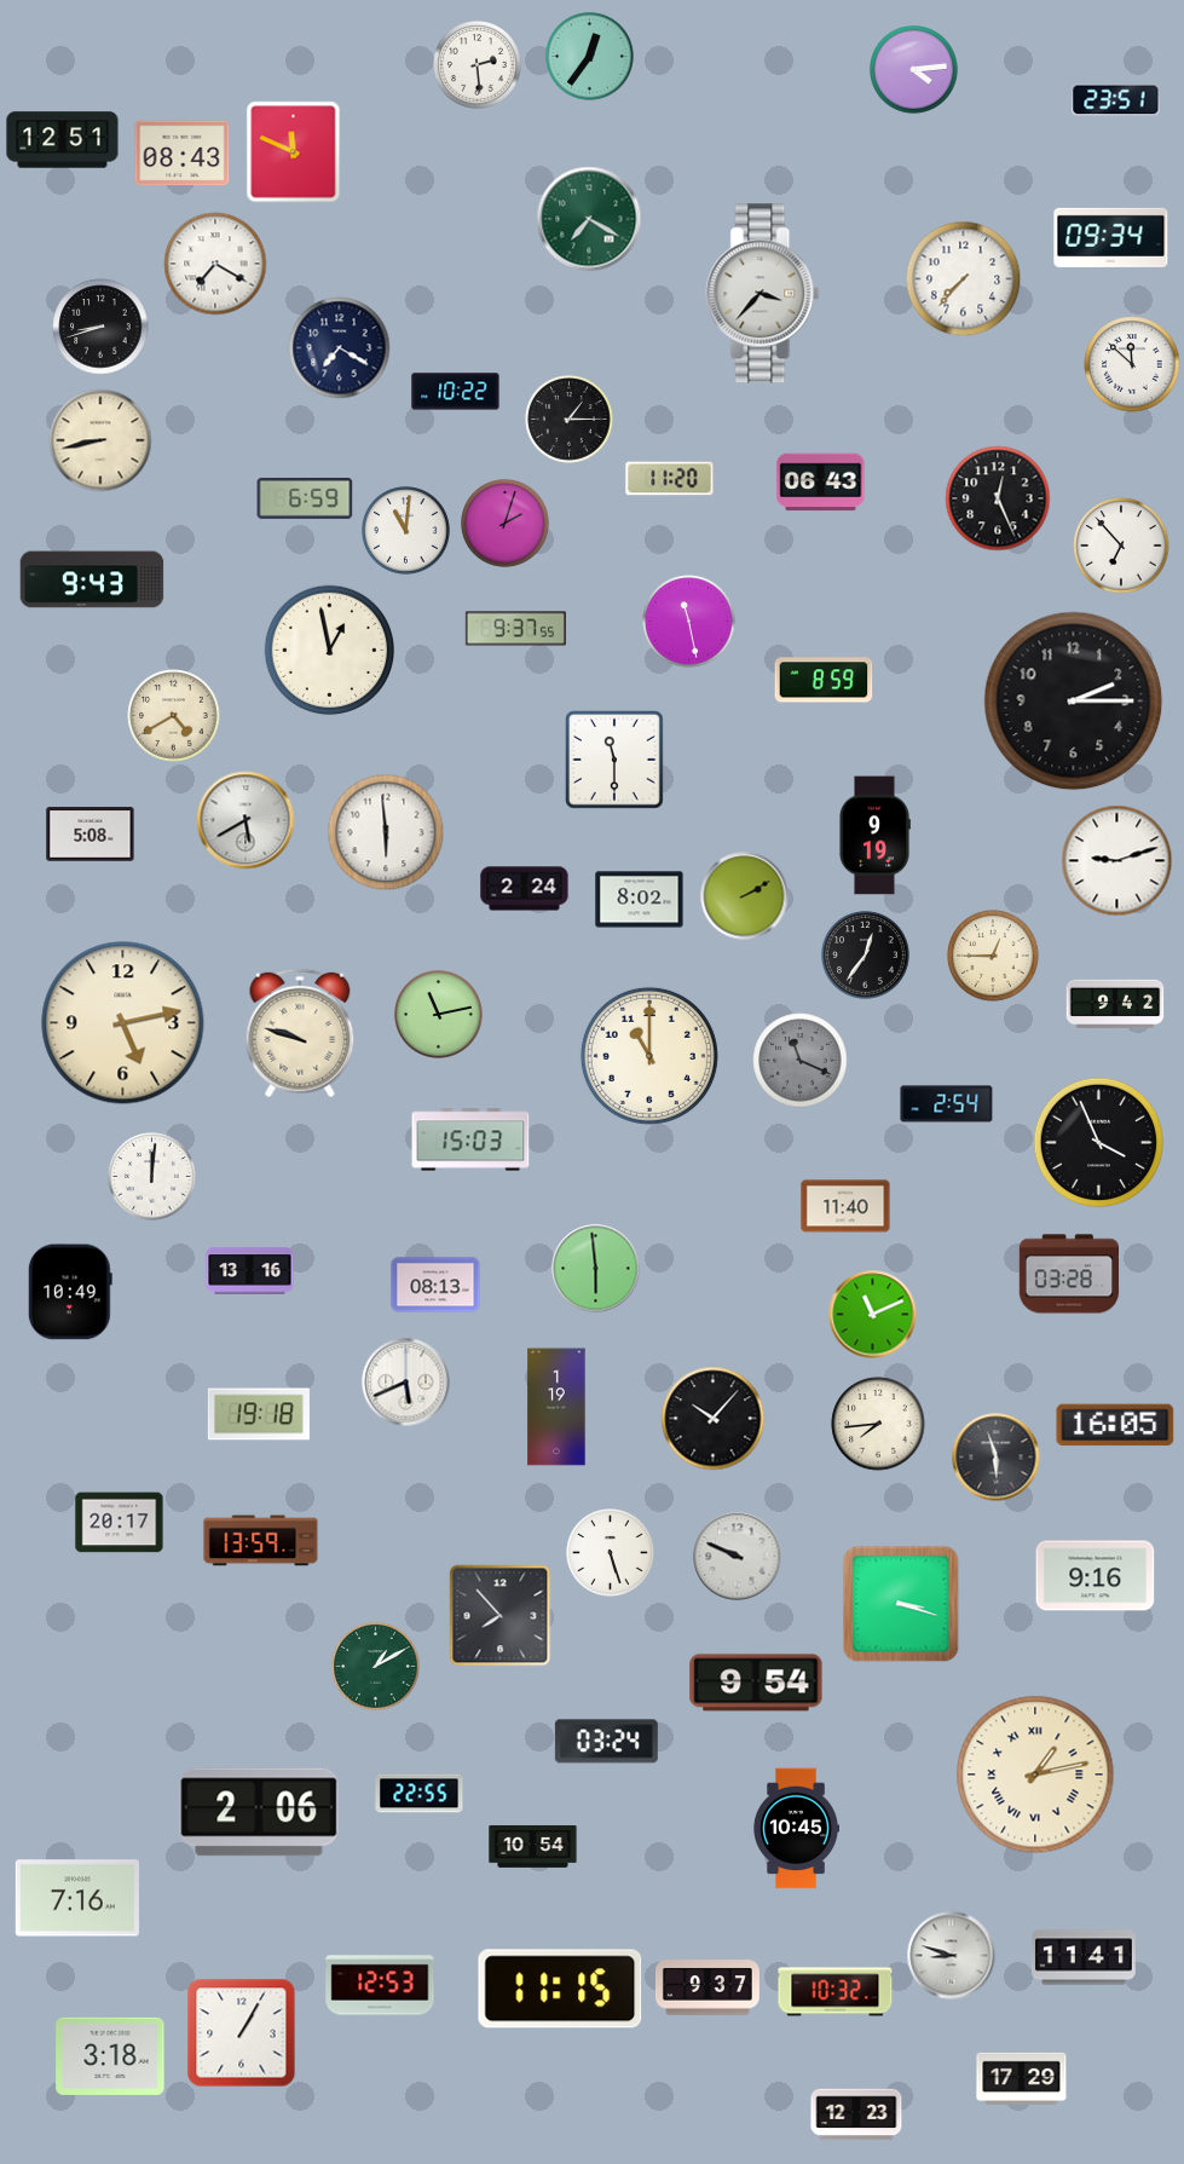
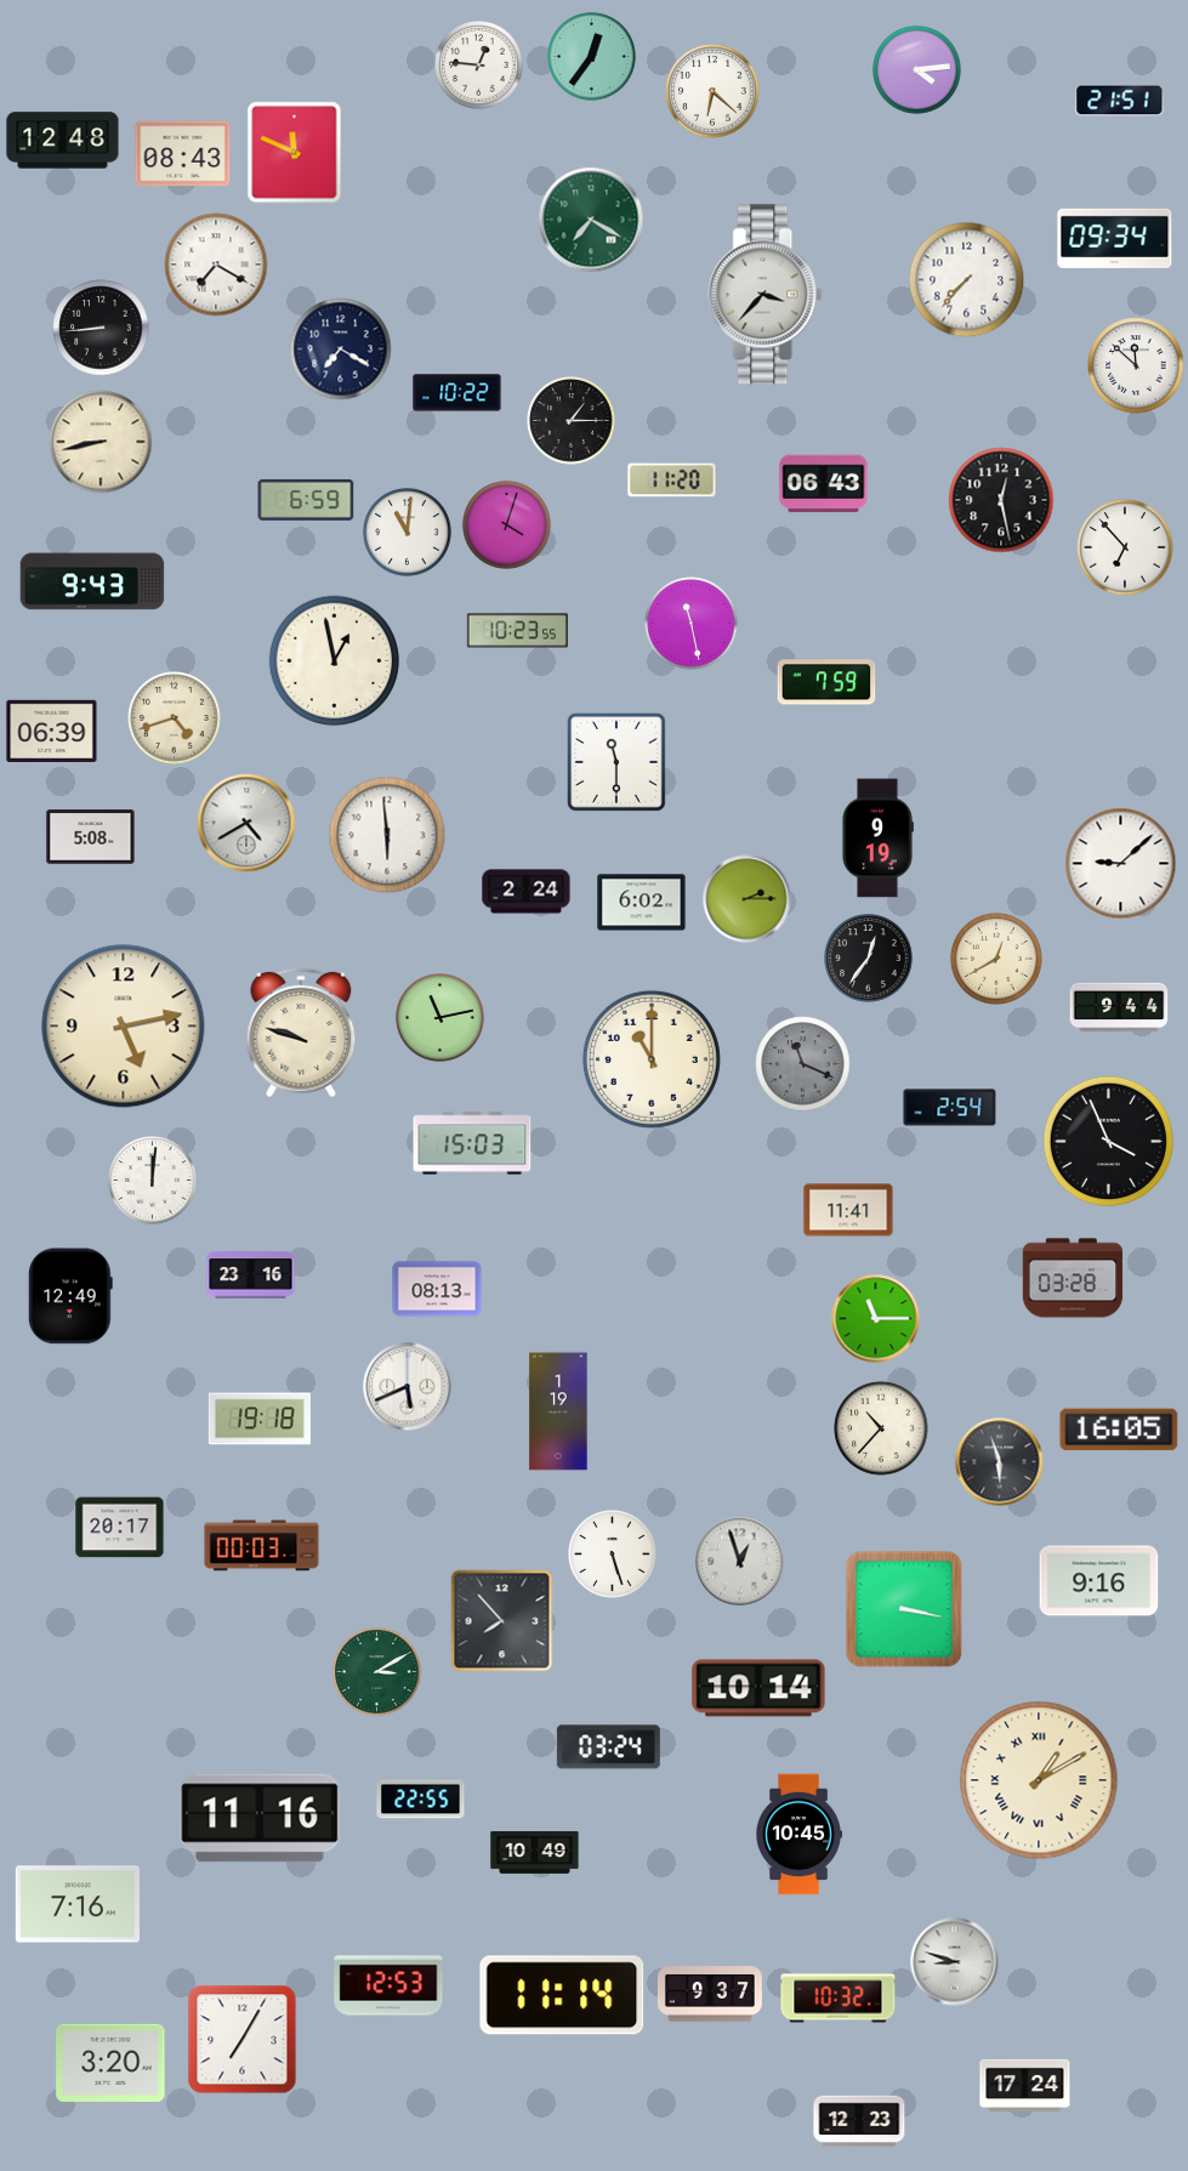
clock at (478, 65): 2:29 -> 12:46
clock at (712, 91): none -> 6:22
clock at (1116, 100): 23:51 -> 21:51
clock at (63, 140): 12:51 -> 12:48
clock at (100, 327): 8:42 -> 8:44
clock at (998, 498): 12:26 -> 12:28
clock at (506, 524): 2:03 -> 4:03
clock at (515, 629): 9:37 -> 10:23
clock at (330, 651) position: (330, 651) -> (335, 661)
clock at (824, 680): 8:59 -> 7:59
clock at (1074, 702): 2:15 -> none
clock at (174, 716): 4:40 -> 4:42
clock at (52, 731): none -> 06:39
clock at (246, 820): 5:40 -> 4:40
clock at (1117, 861): 9:12 -> 9:08
clock at (745, 896): 2:10 -> 2:15
clock at (640, 900): 8:02 -> 6:02
clock at (993, 956): 12:45 -> 12:40
clock at (1115, 1004): 9:42 -> 9:44
clock at (300, 1033) position: (300, 1033) -> (301, 1033)
clock at (1099, 1143) position: (1099, 1143) -> (1109, 1142)
clock at (845, 1206): 11:40 -> 11:41
clock at (596, 1269): 5:59 -> none
clock at (250, 1271): 13:16 -> 23:16
clock at (70, 1292): 10:49 -> 12:49
clock at (873, 1315): 11:11 -> 11:15
clock at (714, 1419): 10:07 -> none
clock at (878, 1424): 7:44 -> 10:37
clock at (261, 1541): 13:59 -> 00:03
clock at (611, 1553) position: (611, 1553) -> (613, 1555)
clock at (738, 1557): 9:49 -> 12:57
clock at (901, 1604): 3:18 -> 3:17
clock at (376, 1667): 1:10 -> 3:10
clock at (756, 1683): 9:54 -> 10:14
clock at (1035, 1775): 1:13 -> 1:10
clock at (259, 1812): 2:06 -> 11:16
clock at (533, 1847): 10:54 -> 10:49
clock at (1085, 1957): 11:41 -> none
clock at (380, 1985) position: (380, 1985) -> (388, 1985)
clock at (560, 1989): 11:15 -> 11:14
clock at (242, 2033): 1:05 -> 7:05
clock at (110, 2056): 3:18 -> 3:20
clock at (1022, 2078): 17:29 -> 17:24
